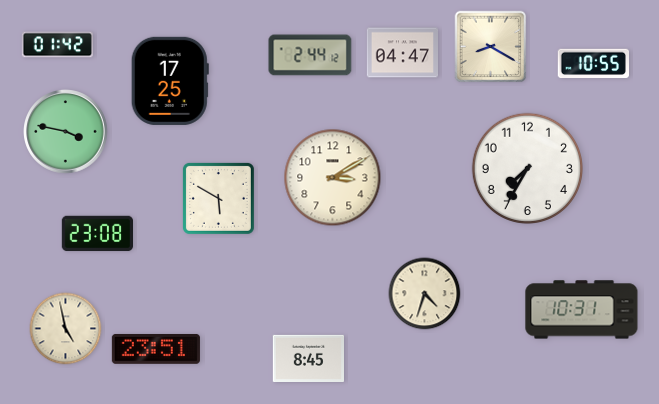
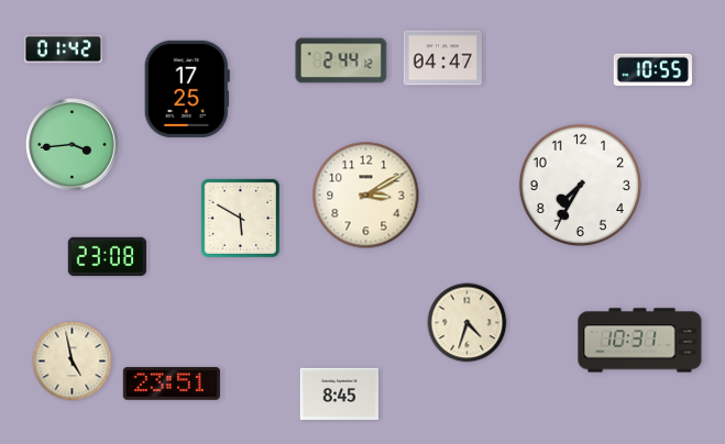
clock at (491, 47): 8:20 -> none
clock at (66, 132): 3:47 -> 3:44
